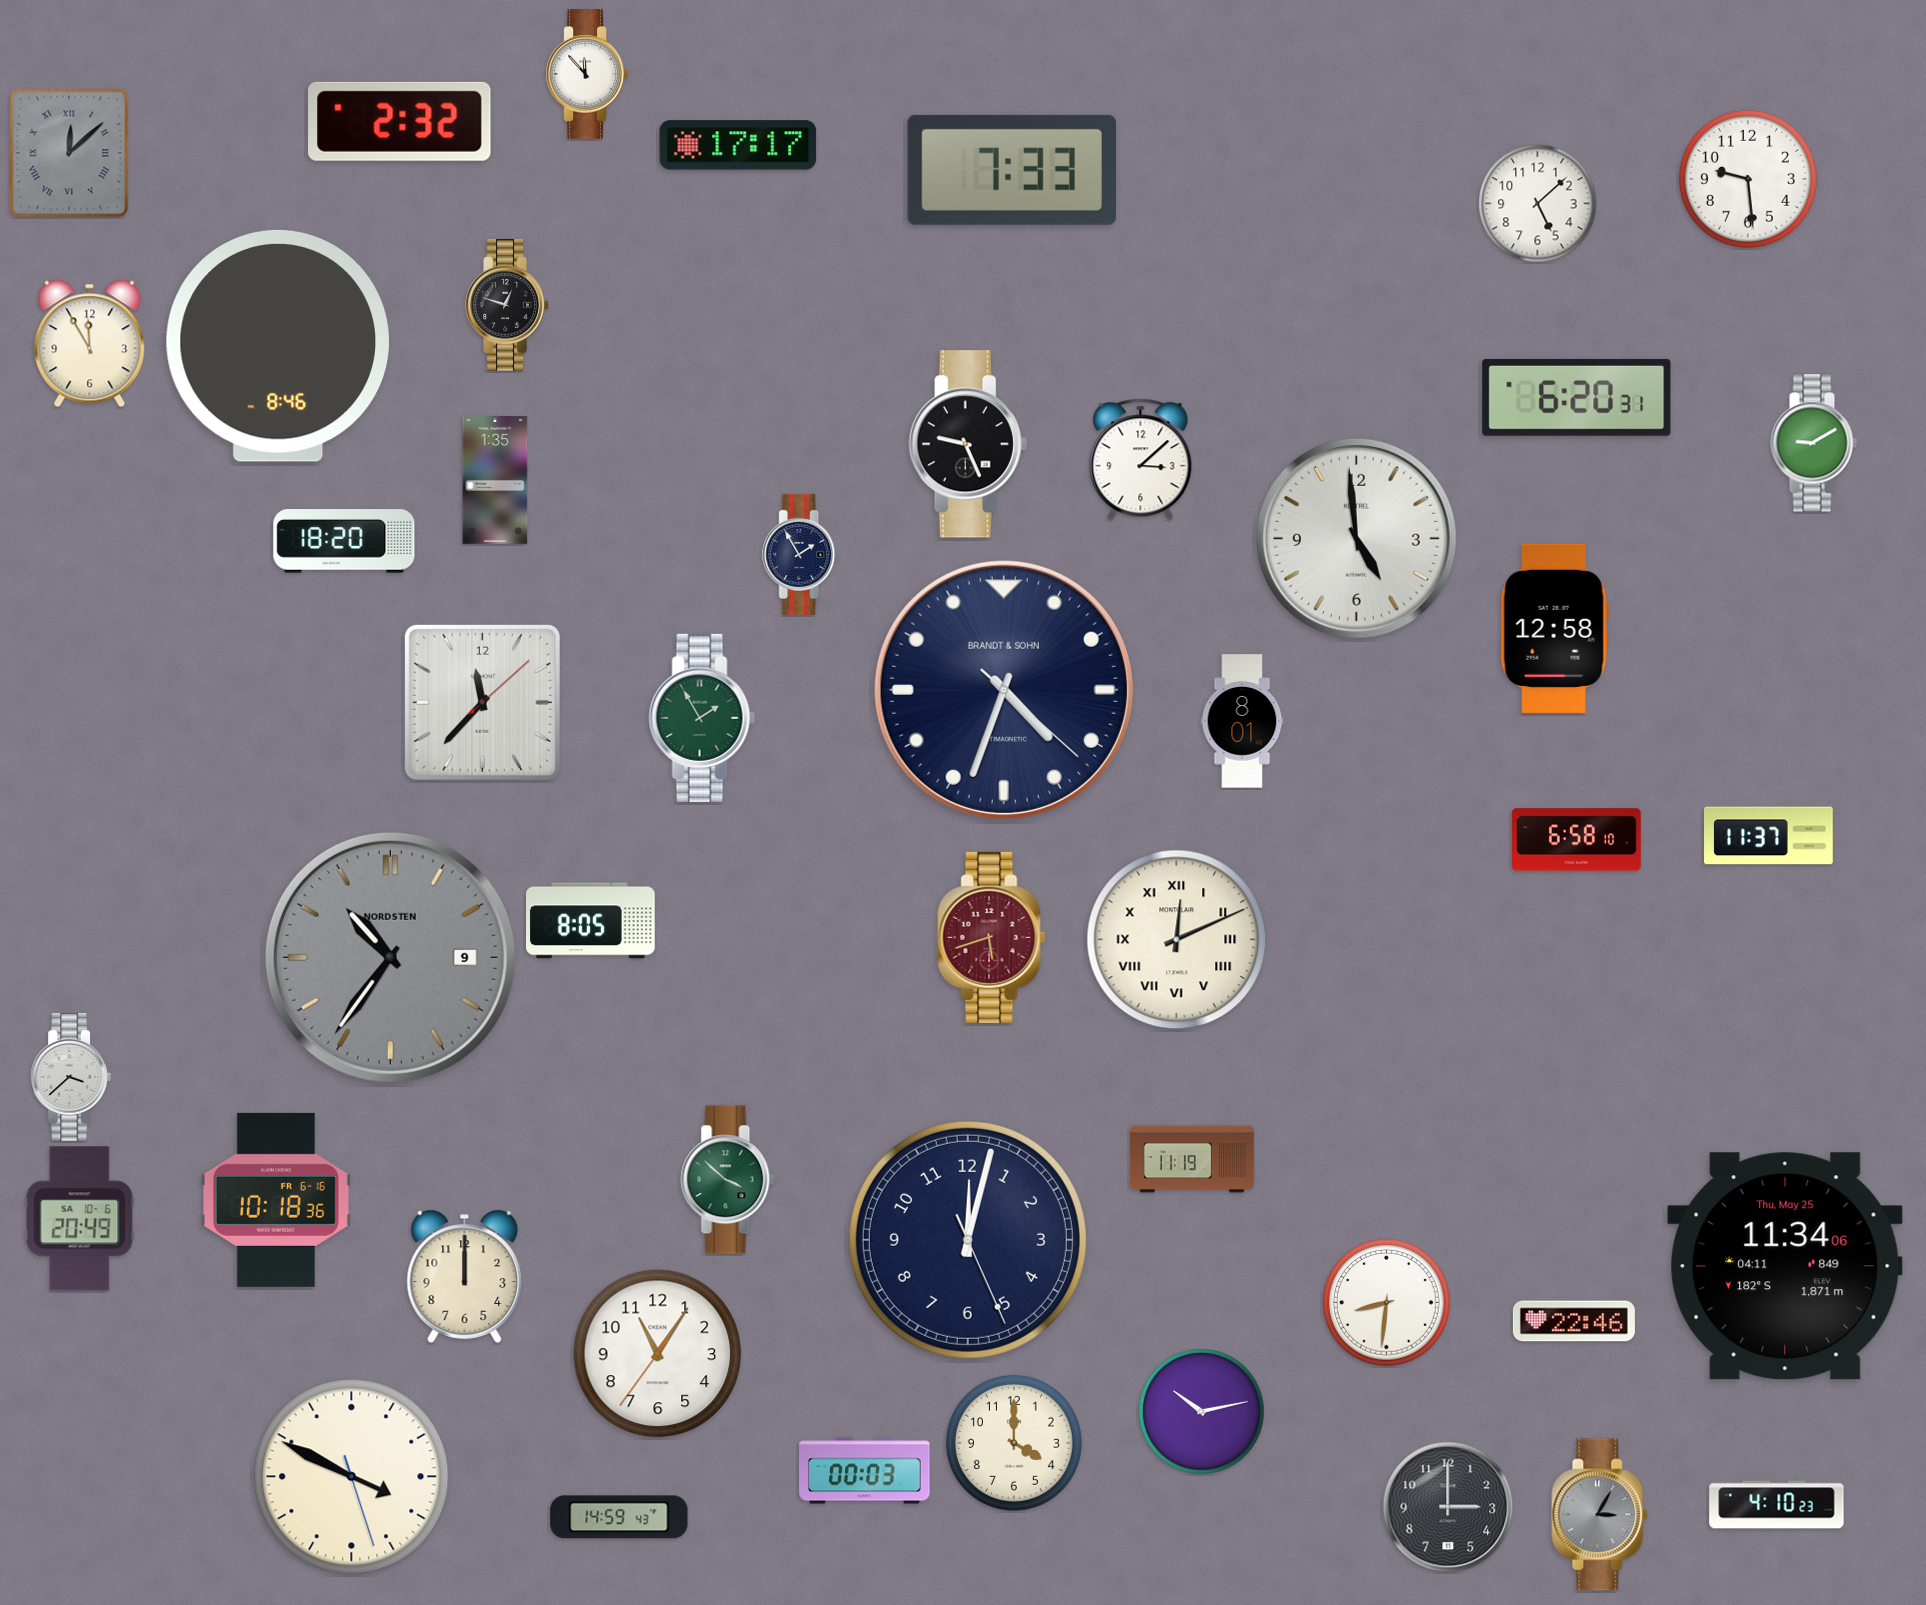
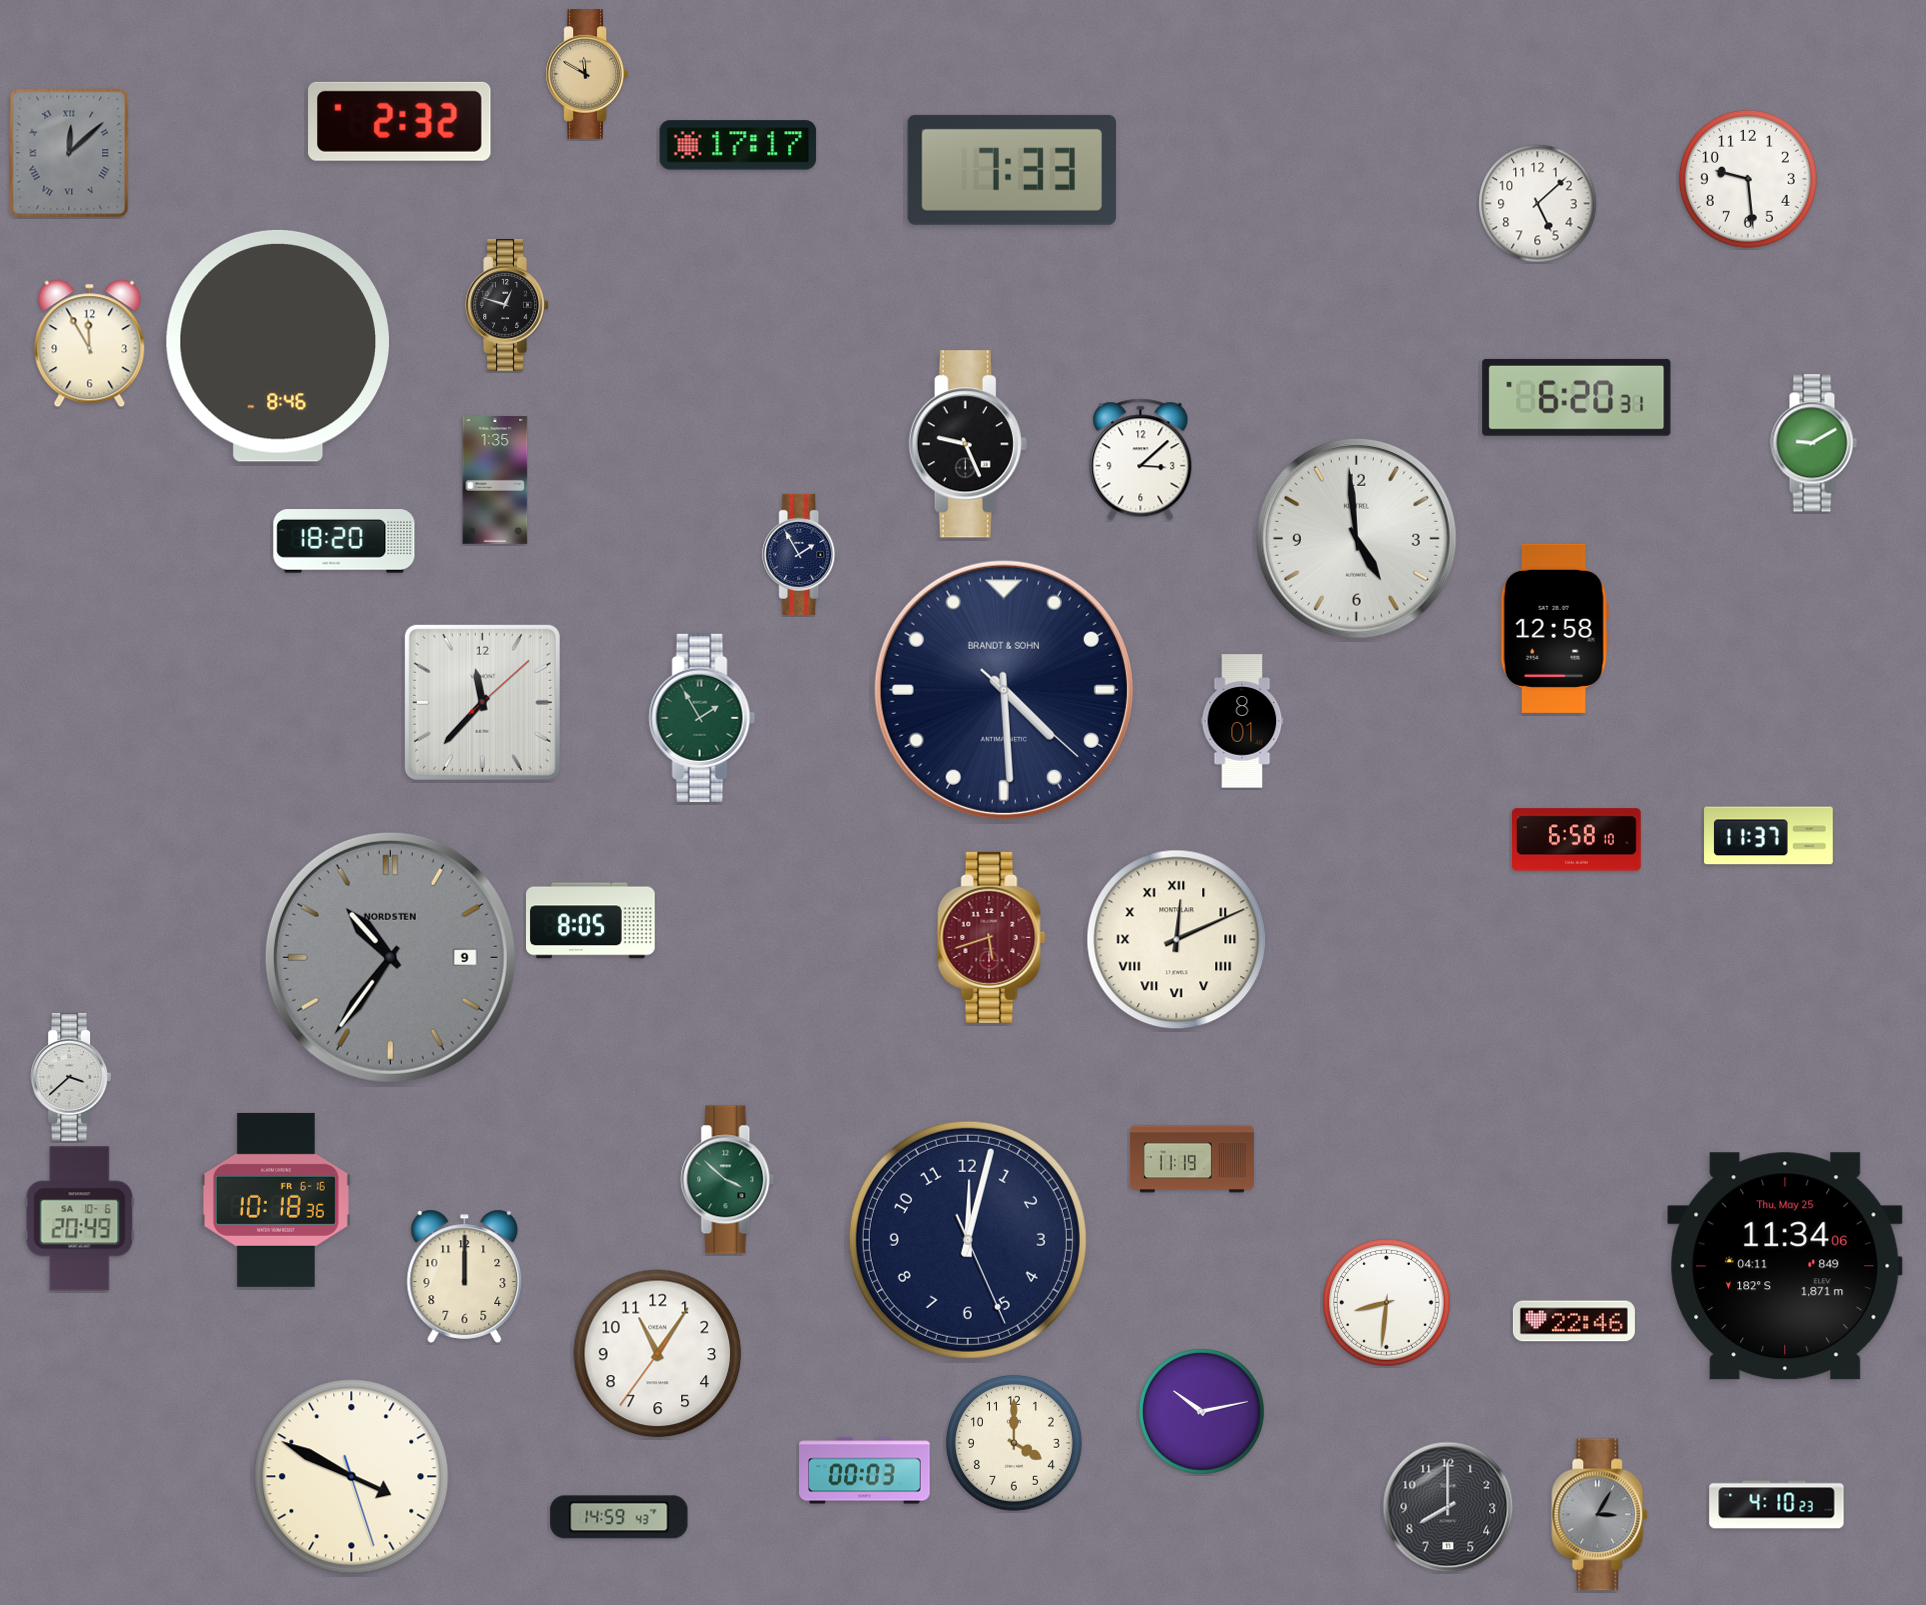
clock at (586, 74): 11:53 -> 11:50
clock at (586, 74) dial: white -> champagne
clock at (1004, 690): 4:33 -> 4:29
clock at (1448, 1507): 3:00 -> 8:00
